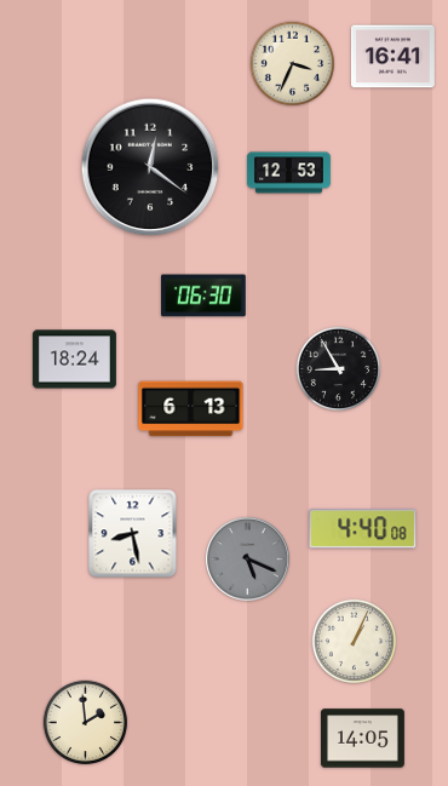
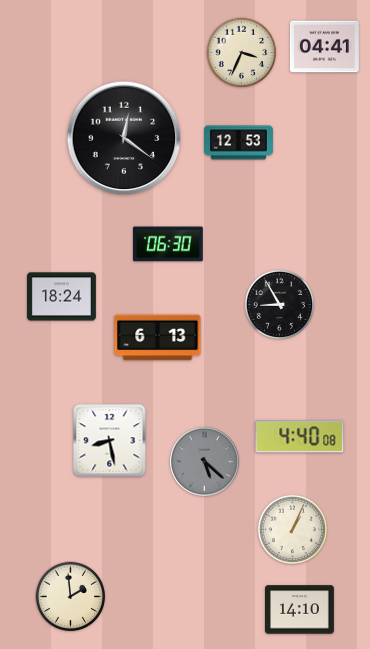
clock at (392, 57): 16:41 -> 04:41
clock at (248, 560): 5:19 -> 5:22
clock at (362, 739): 14:05 -> 14:10
